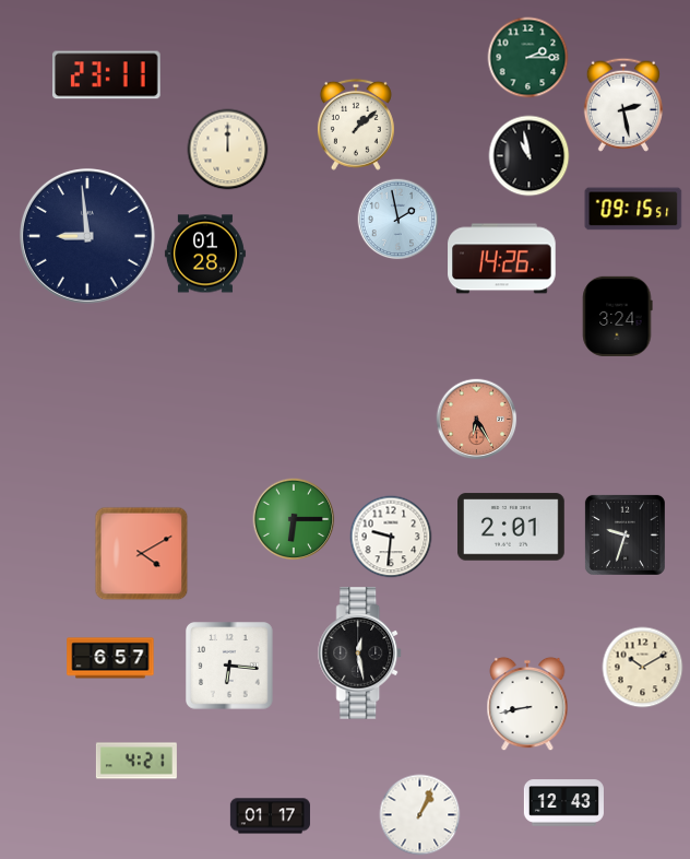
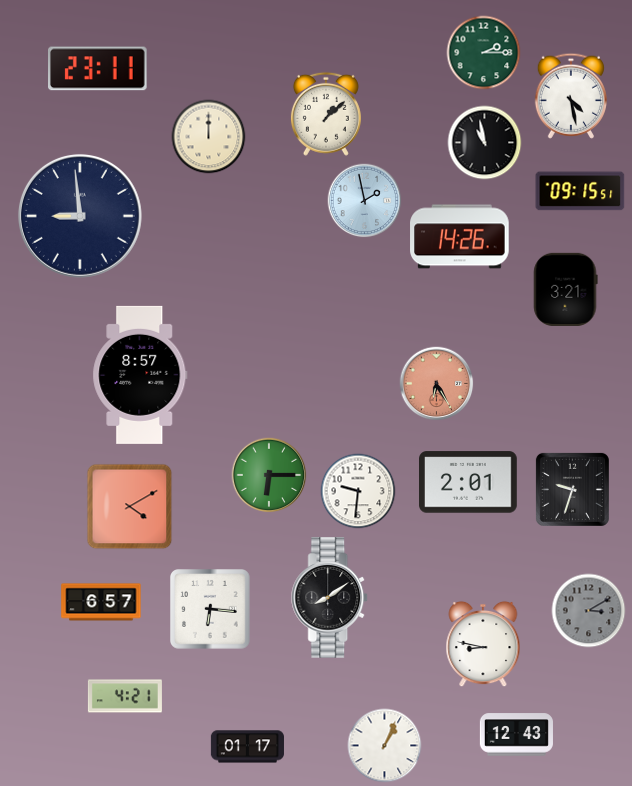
clock at (623, 105): 2:28 -> 4:28
clock at (205, 254): 01:28 -> none
clock at (618, 316): 3:24 -> 3:21
clock at (140, 375): none -> 8:57
clock at (360, 654): 12:28 -> 8:09
clock at (643, 668): 10:10 -> 3:10
clock at (643, 668) dial: cream -> grey
clock at (527, 704): 8:43 -> 8:47
